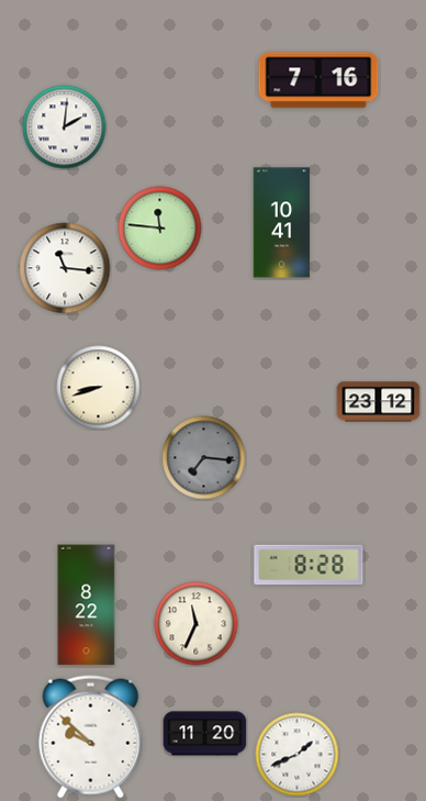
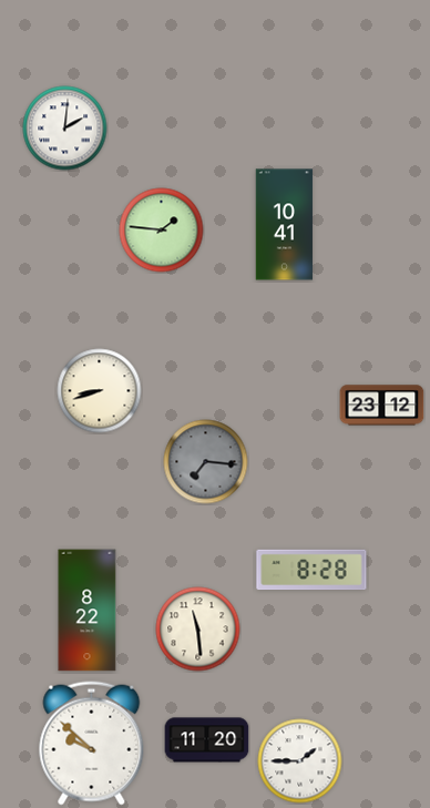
clock at (318, 80): 7:16 -> none
clock at (160, 229): 11:46 -> 1:46
clock at (65, 268): 11:16 -> none
clock at (197, 624): 11:34 -> 11:29
clock at (298, 755): 1:41 -> 1:45
